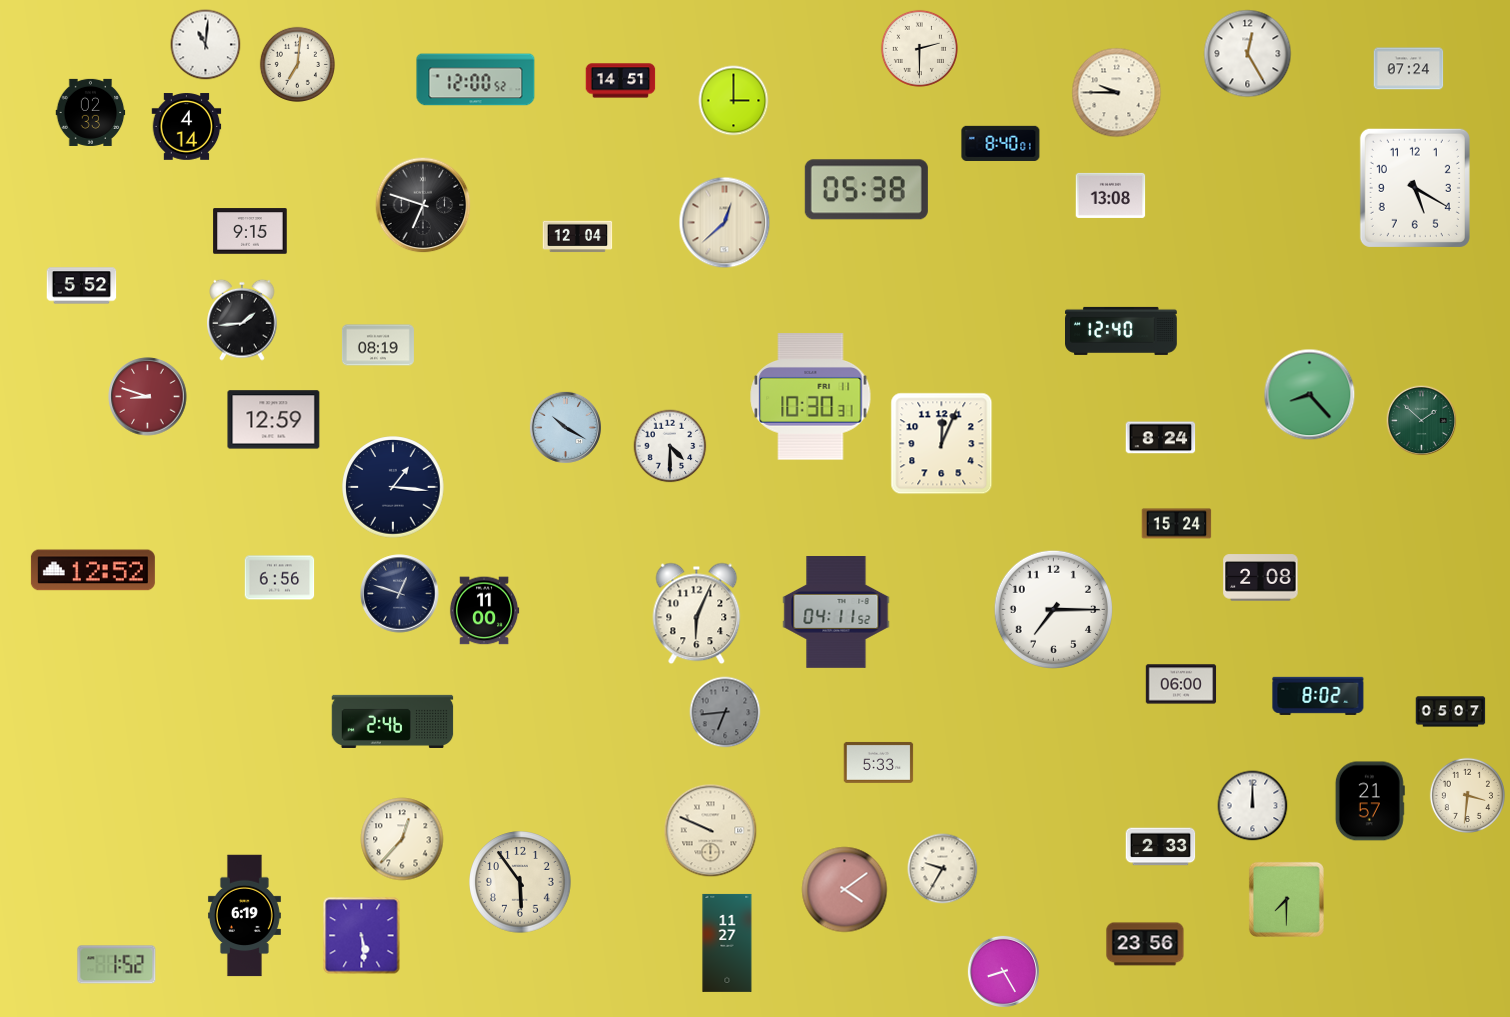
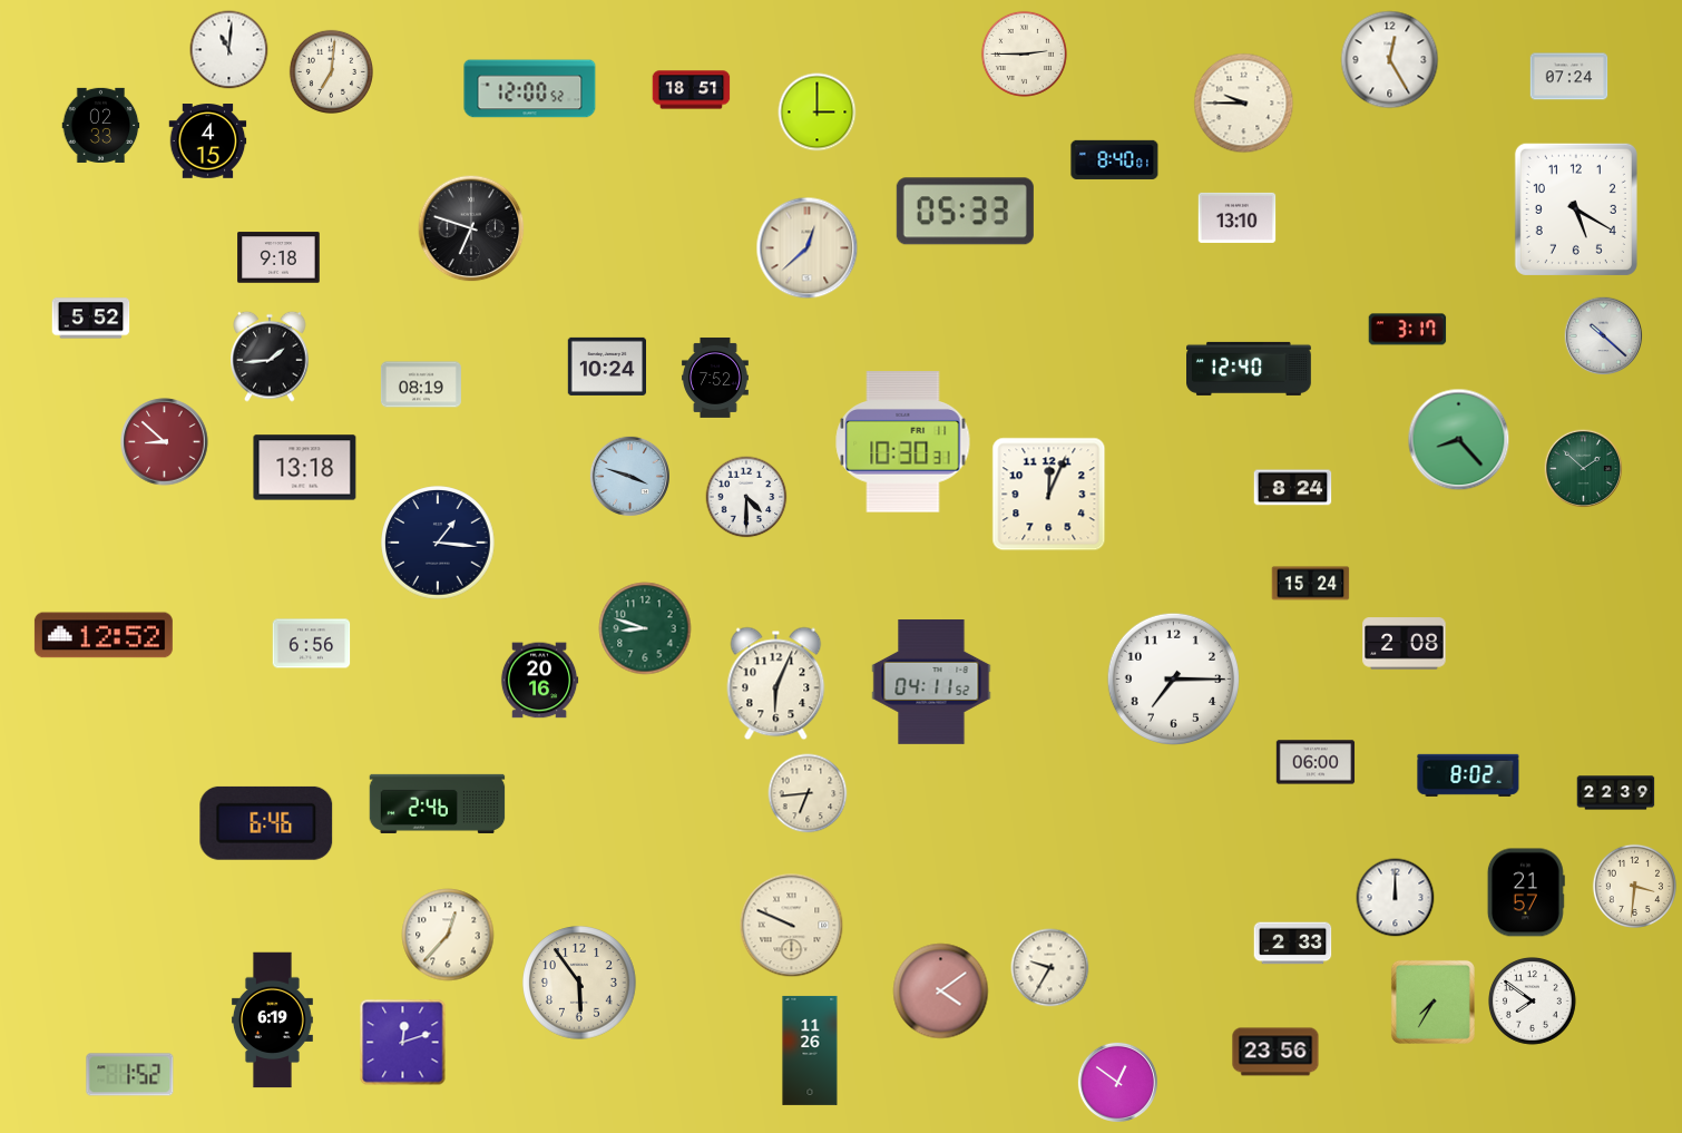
clock at (919, 48): 2:30 -> 2:45
clock at (621, 81): 14:51 -> 18:51
clock at (187, 127): 4:14 -> 4:15
clock at (866, 190): 05:38 -> 05:33
clock at (1111, 195): 13:08 -> 13:10
clock at (250, 231): 9:15 -> 9:18
clock at (578, 237): 12:04 -> none
clock at (1408, 330): none -> 3:17
clock at (1604, 336): none -> 10:22
clock at (607, 367): none -> 10:24
clock at (715, 378): none -> 7:52
clock at (148, 397): 8:48 -> 8:52
clock at (274, 420): 12:59 -> 13:18
clock at (565, 427): 10:20 -> 3:48
clock at (645, 628): none -> 8:48
clock at (400, 594): 12:48 -> none
clock at (484, 611): 11:00 -> 20:16
clock at (725, 712) dial: grey -> cream
clock at (1451, 712): 05:07 -> 22:39
clock at (266, 823): none -> 6:46
clock at (879, 762): 5:33 -> none
clock at (1286, 899): 7:30 -> 7:35
clock at (1533, 1002): none -> 7:51
clock at (362, 936): 5:29 -> 12:12
clock at (727, 943): 11:27 -> 11:26
clock at (1003, 971): 8:25 -> 12:51
